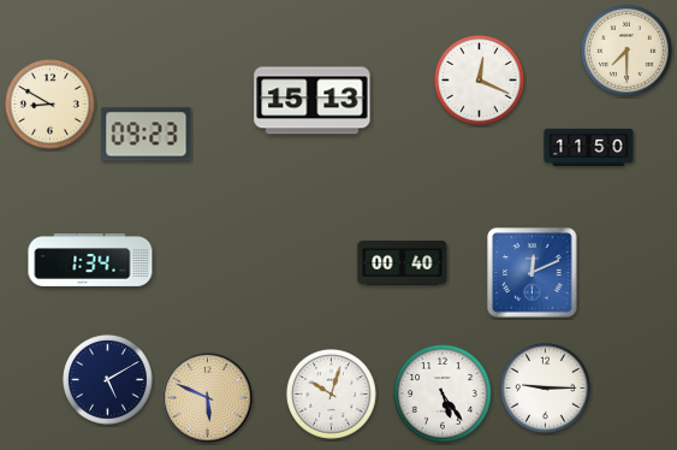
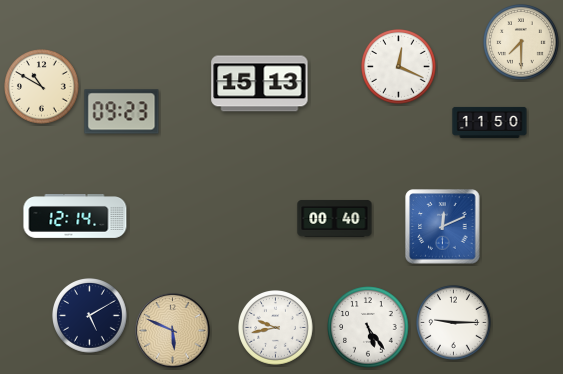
clock at (51, 105): 8:50 -> 10:50
clock at (90, 261): 1:34 -> 12:14
clock at (332, 395): 10:03 -> 9:43
